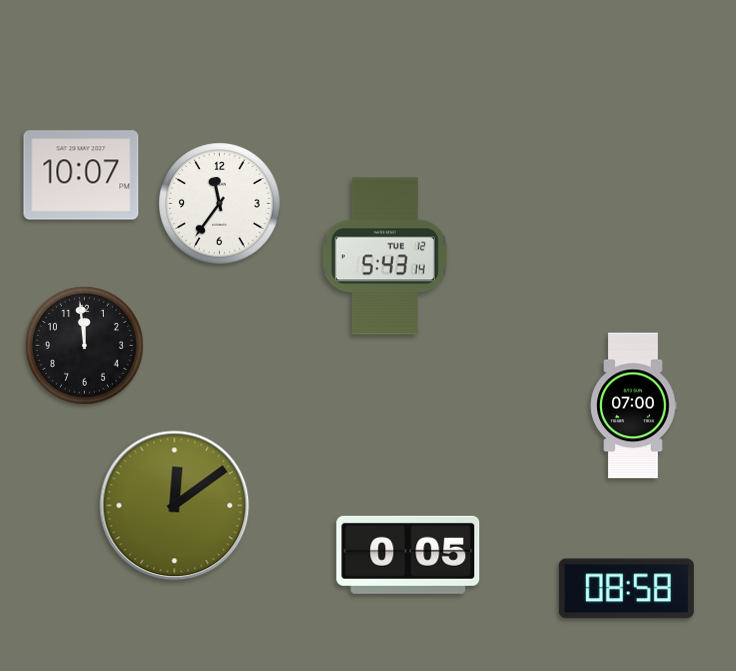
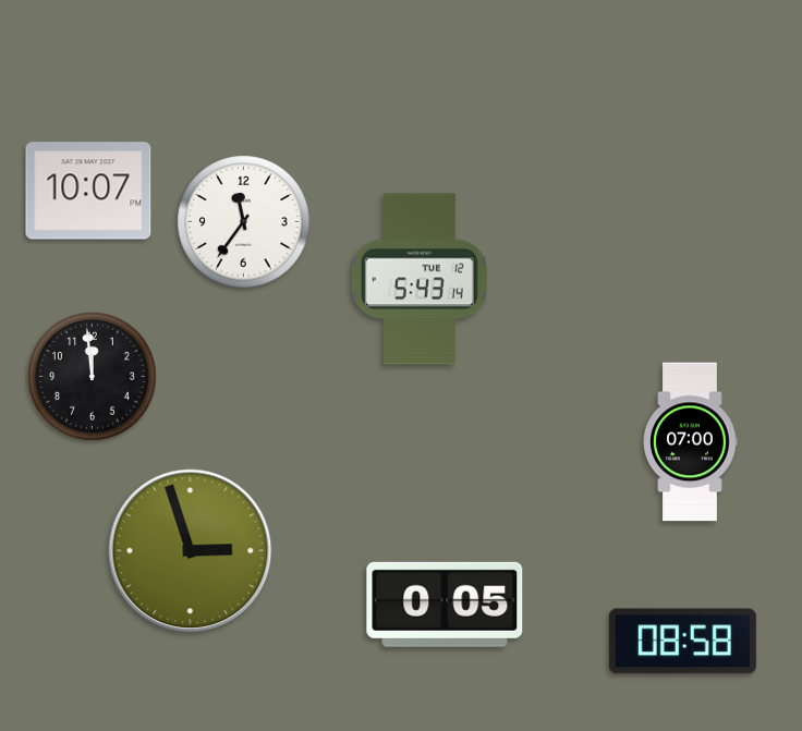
clock at (220, 204) position: (220, 204) -> (244, 222)
clock at (175, 506): 12:09 -> 2:57
